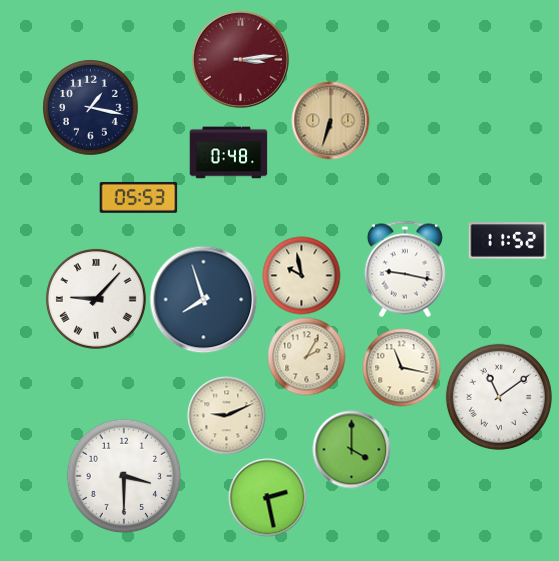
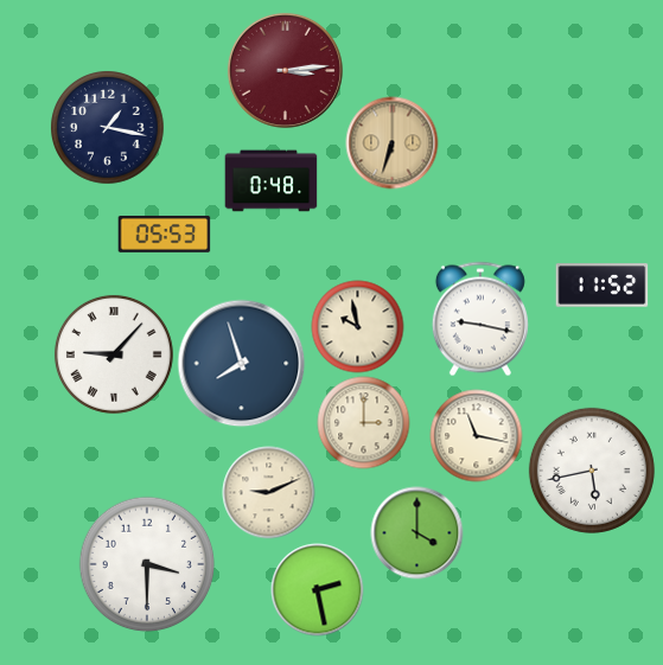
clock at (203, 299) position: (203, 299) -> (241, 363)
clock at (306, 356): 2:05 -> 3:00
clock at (499, 397): 11:09 -> 5:43
